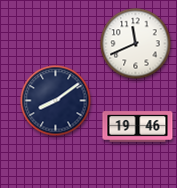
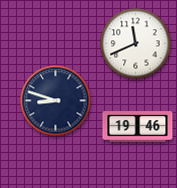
clock at (56, 101): 8:09 -> 8:48
